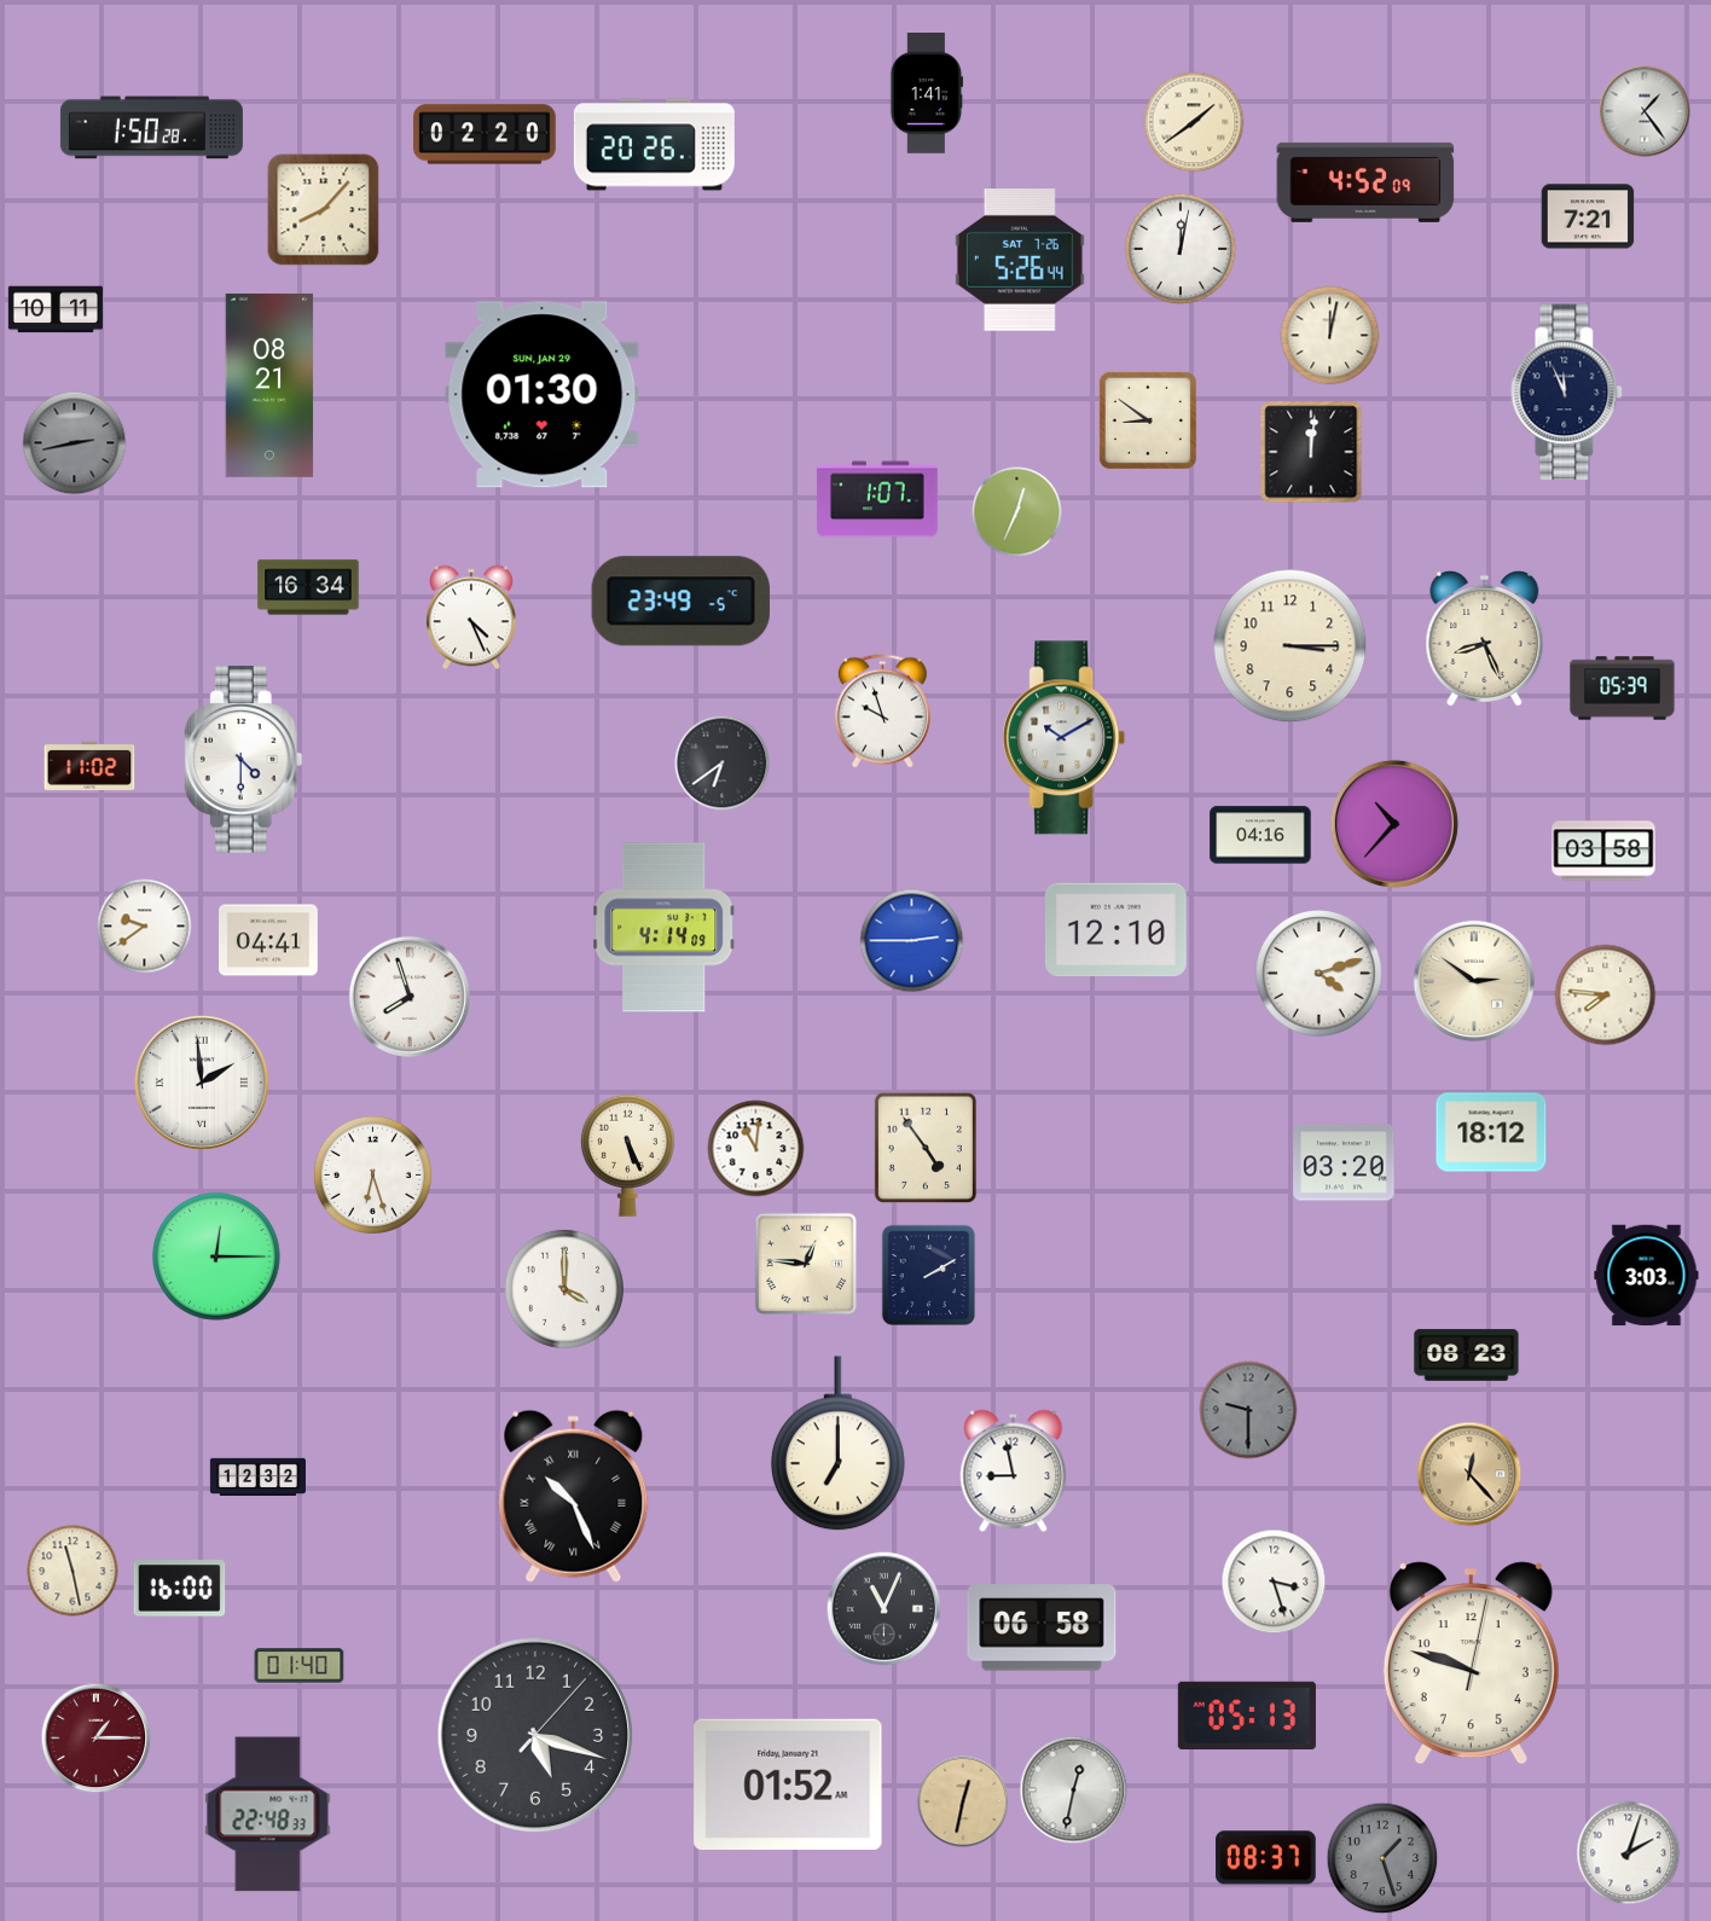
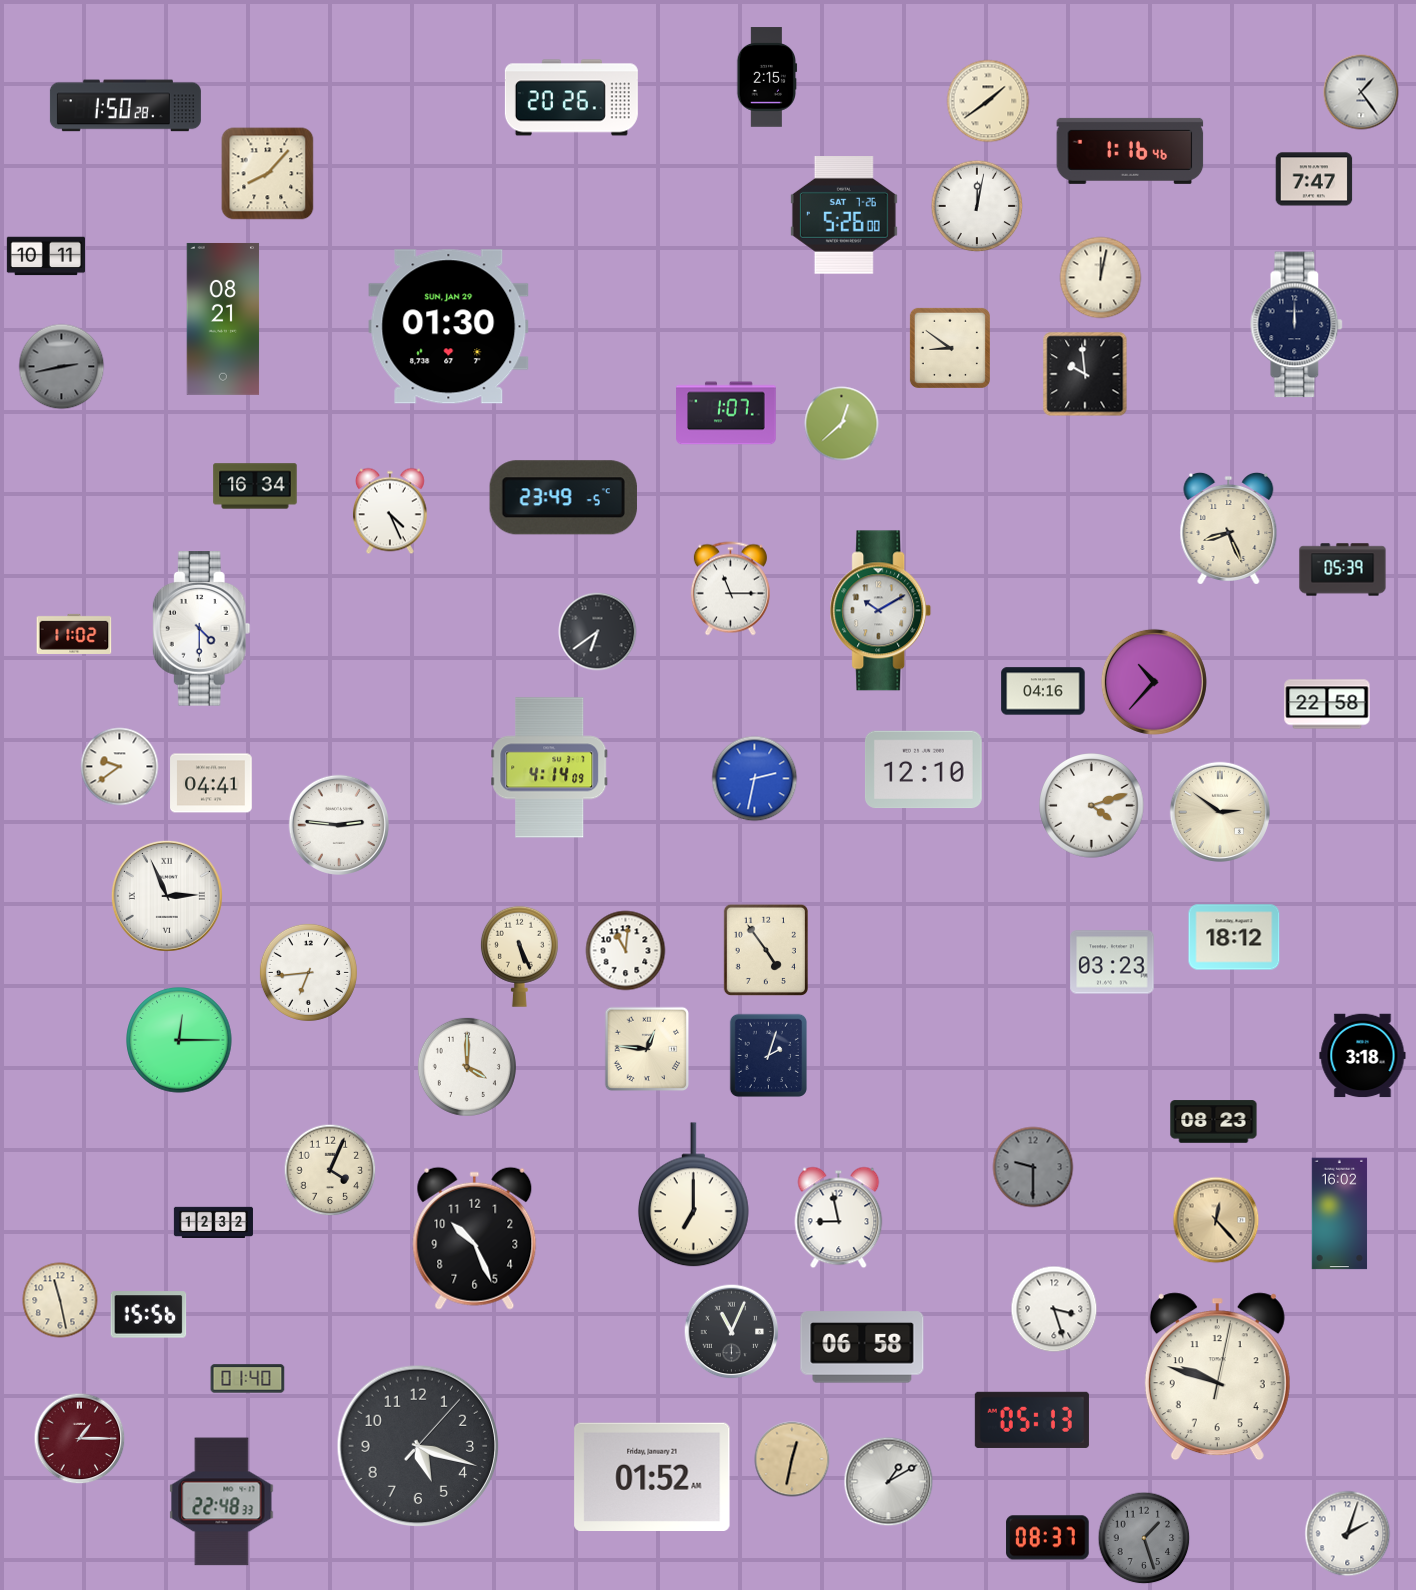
clock at (927, 93): 1:41 -> 2:15
clock at (485, 134): 02:20 -> none
clock at (654, 145) position: (654, 145) -> (571, 98)
clock at (1365, 182): 4:52 -> 1:16
clock at (1588, 216): 7:21 -> 7:47
clock at (1020, 261): 5:26:44 -> 5:26:00
clock at (1567, 393): 11:56 -> 12:00
clock at (1311, 452): 12:01 -> 9:59
clock at (1017, 512): 12:34 -> 12:38
clock at (1290, 646): 3:15 -> none
clock at (882, 712): 9:57 -> 11:15
clock at (1603, 851): 03:58 -> 22:58
clock at (268, 940) position: (268, 940) -> (211, 783)
clock at (912, 941): 2:45 -> 2:32
clock at (1606, 996): 7:46 -> none
clock at (410, 997): 7:57 -> 2:46
clock at (202, 1083): 1:59 -> 2:56
clock at (1344, 1162): 03:20 -> 03:23
clock at (372, 1174): 6:27 -> 6:44
clock at (806, 1264) position: (806, 1264) -> (647, 1049)
clock at (928, 1275): 2:10 -> 2:03
clock at (1647, 1276): 3:03 -> 3:18
clock at (330, 1170): none -> 4:04
clock at (1340, 1214): none -> 16:02
clock at (574, 1496) numerals: Roman -> Arabic
clock at (180, 1589): 16:00 -> 15:56
clock at (535, 1735) position: (535, 1735) -> (418, 1446)
clock at (1074, 1791): 12:32 -> 1:10
clock at (963, 1801) position: (963, 1801) -> (792, 1459)
